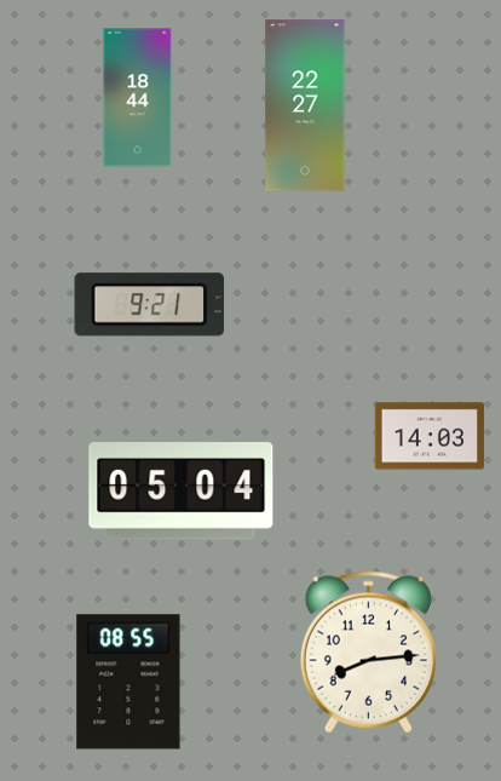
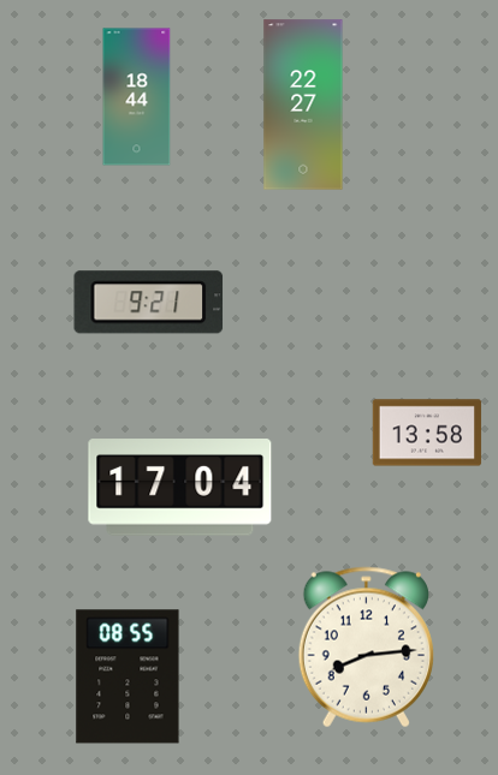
clock at (430, 436): 14:03 -> 13:58
clock at (182, 492): 05:04 -> 17:04
